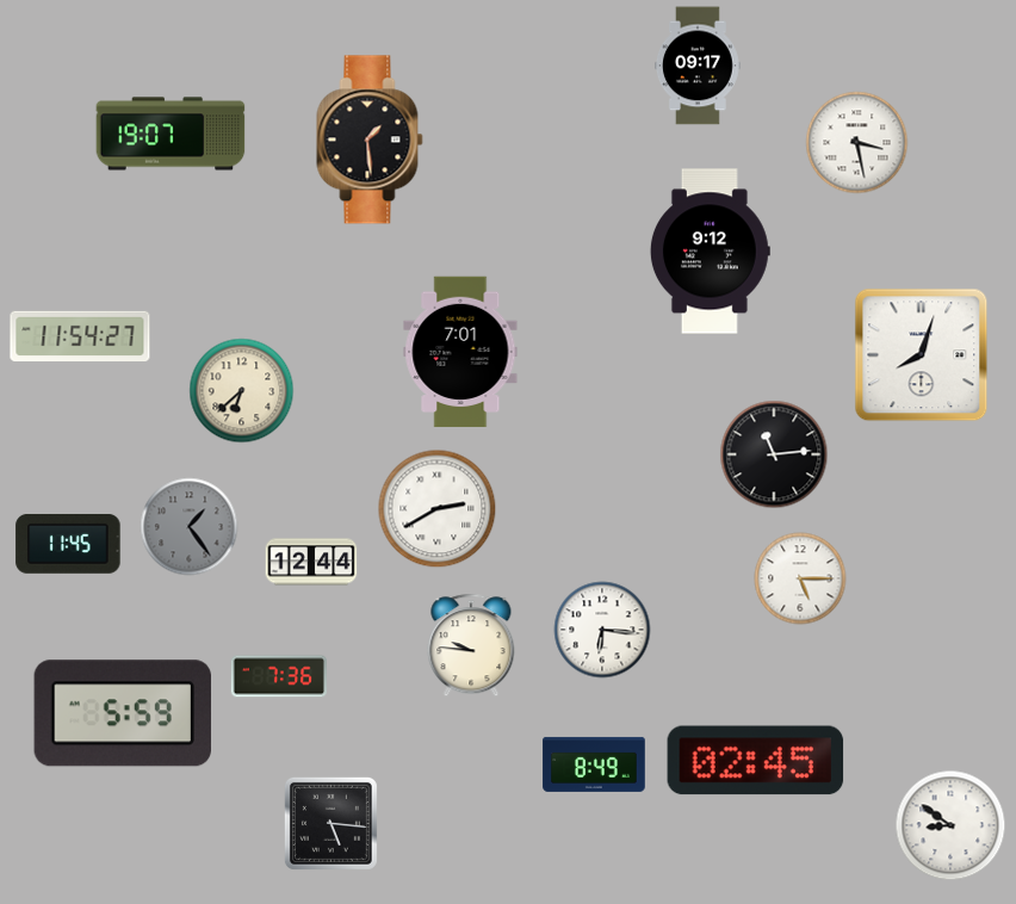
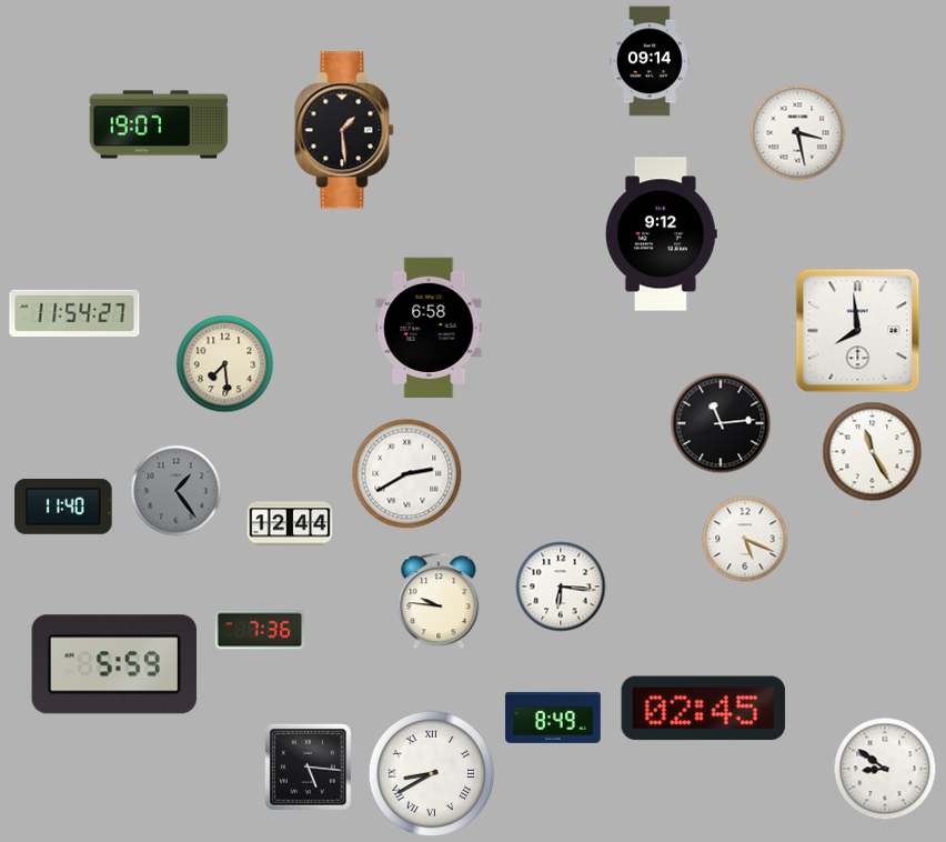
clock at (699, 66): 09:17 -> 09:14
clock at (460, 352): 7:01 -> 6:58
clock at (922, 355): 8:03 -> 7:59
clock at (242, 391): 6:38 -> 7:29
clock at (873, 452): none -> 11:25
clock at (68, 544): 11:45 -> 11:40
clock at (800, 578): 5:15 -> 5:19
clock at (594, 764) position: (594, 764) -> (553, 718)
clock at (432, 774): none -> 8:40
